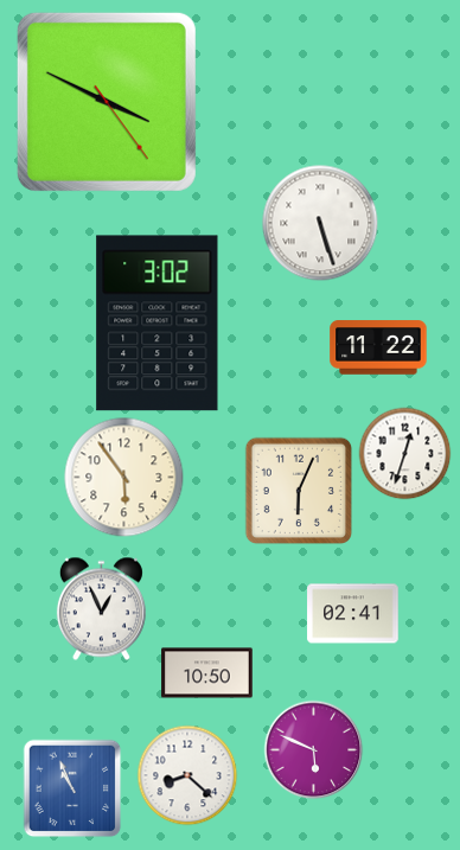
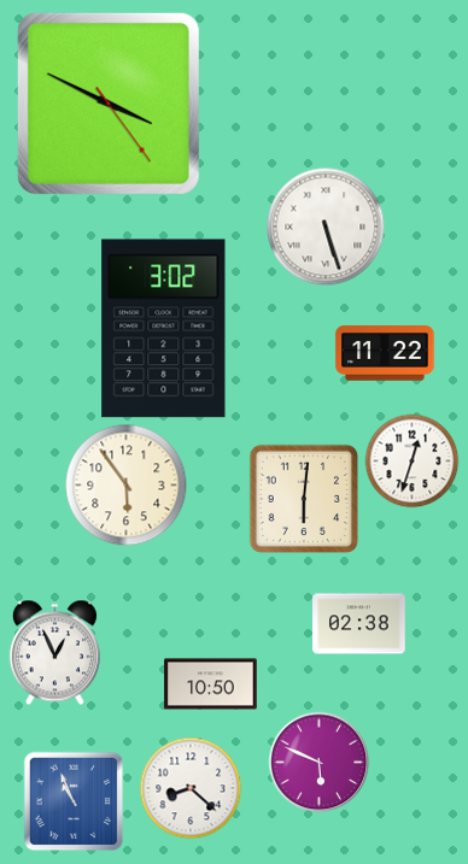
clock at (158, 324) position: (158, 324) -> (164, 329)
clock at (298, 490): 6:04 -> 6:01
clock at (101, 608) position: (101, 608) -> (54, 652)
clock at (353, 614): 02:41 -> 02:38
